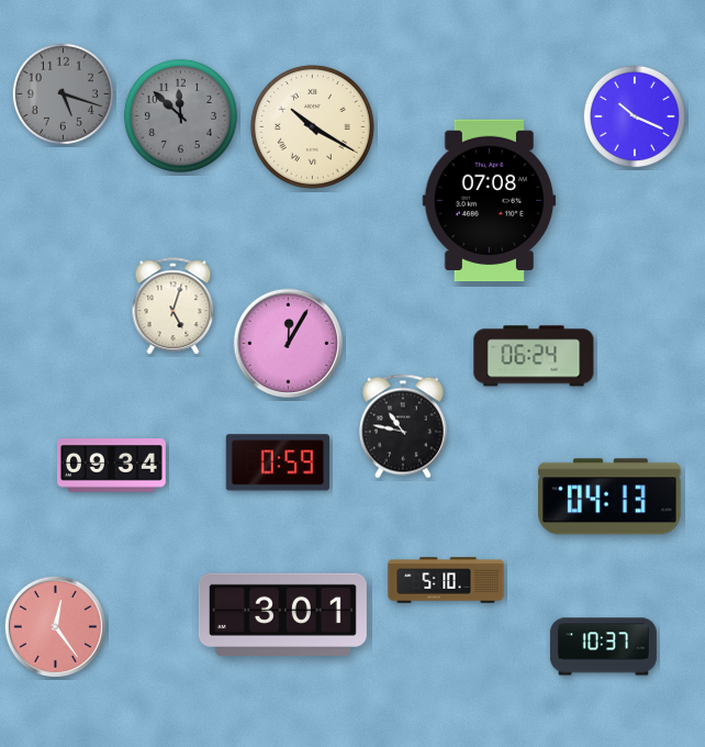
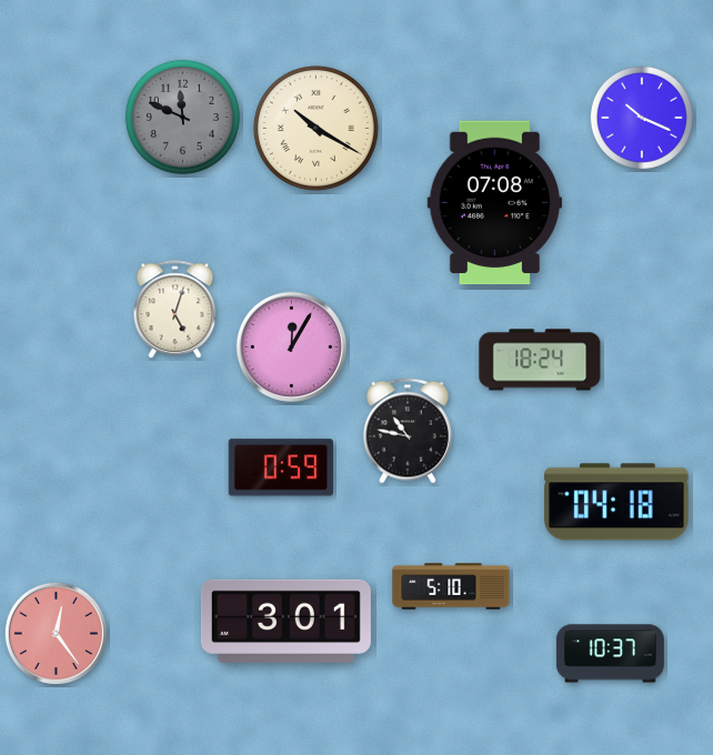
clock at (63, 93): 5:18 -> none
clock at (180, 115): 11:52 -> 11:49
clock at (534, 356): 06:24 -> 18:24
clock at (111, 466): 09:34 -> none
clock at (609, 497): 04:13 -> 04:18
